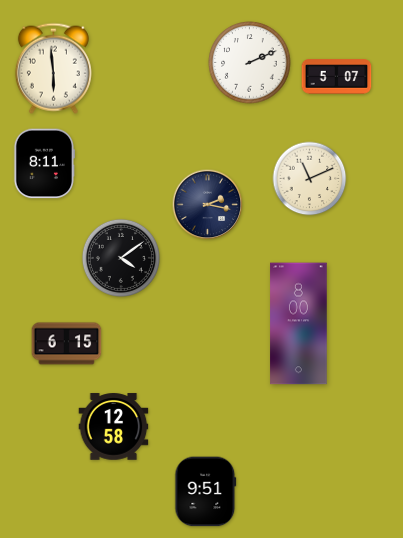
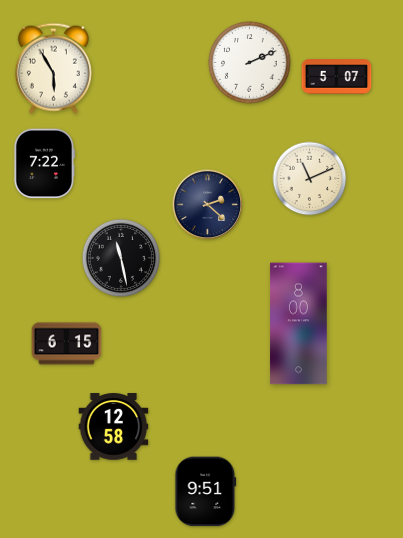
clock at (53, 68): 5:59 -> 5:55
clock at (45, 164): 8:11 -> 7:22
clock at (208, 205): 2:17 -> 2:22
clock at (121, 258): 4:09 -> 11:28
